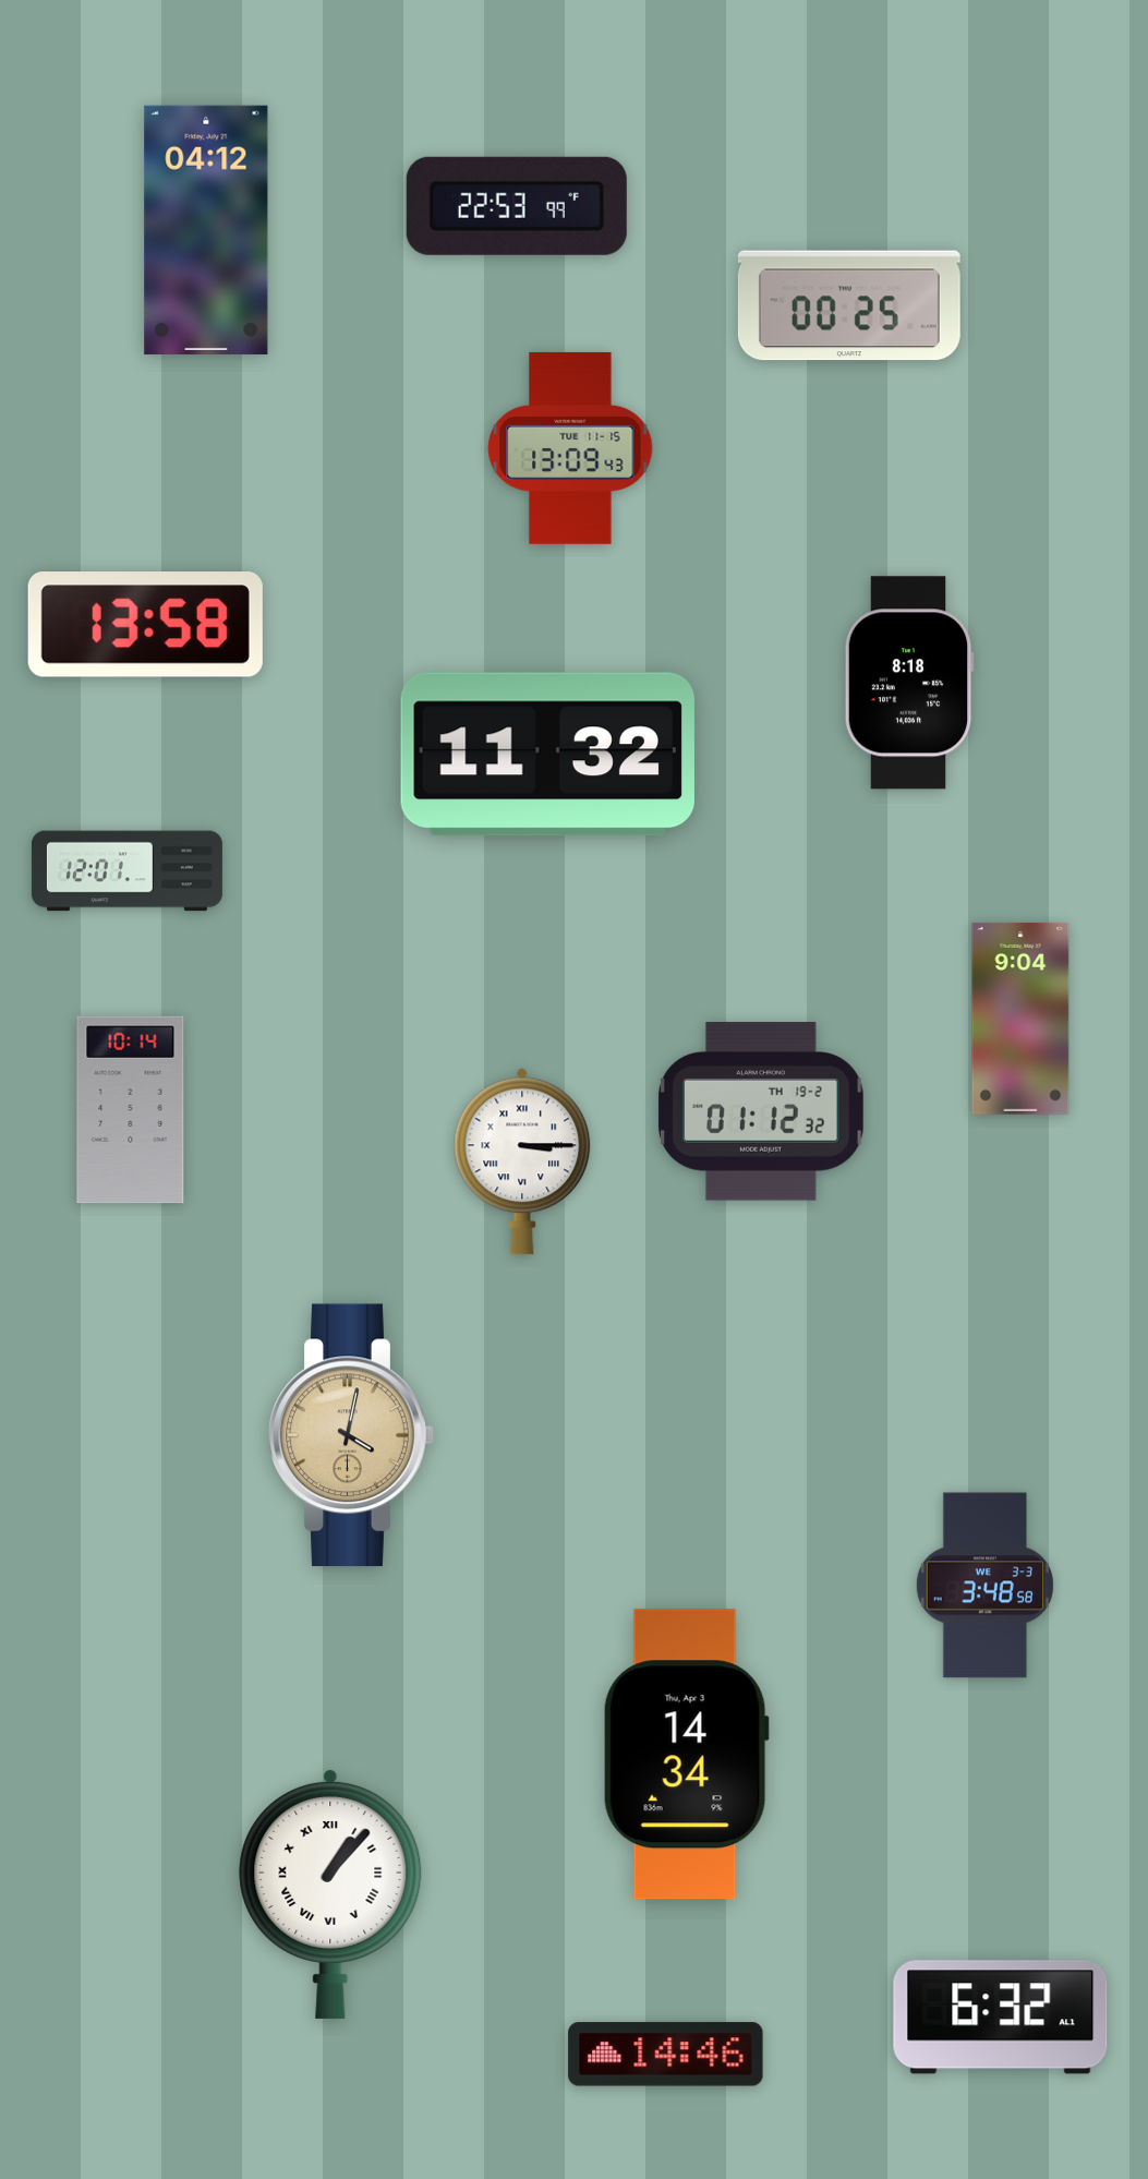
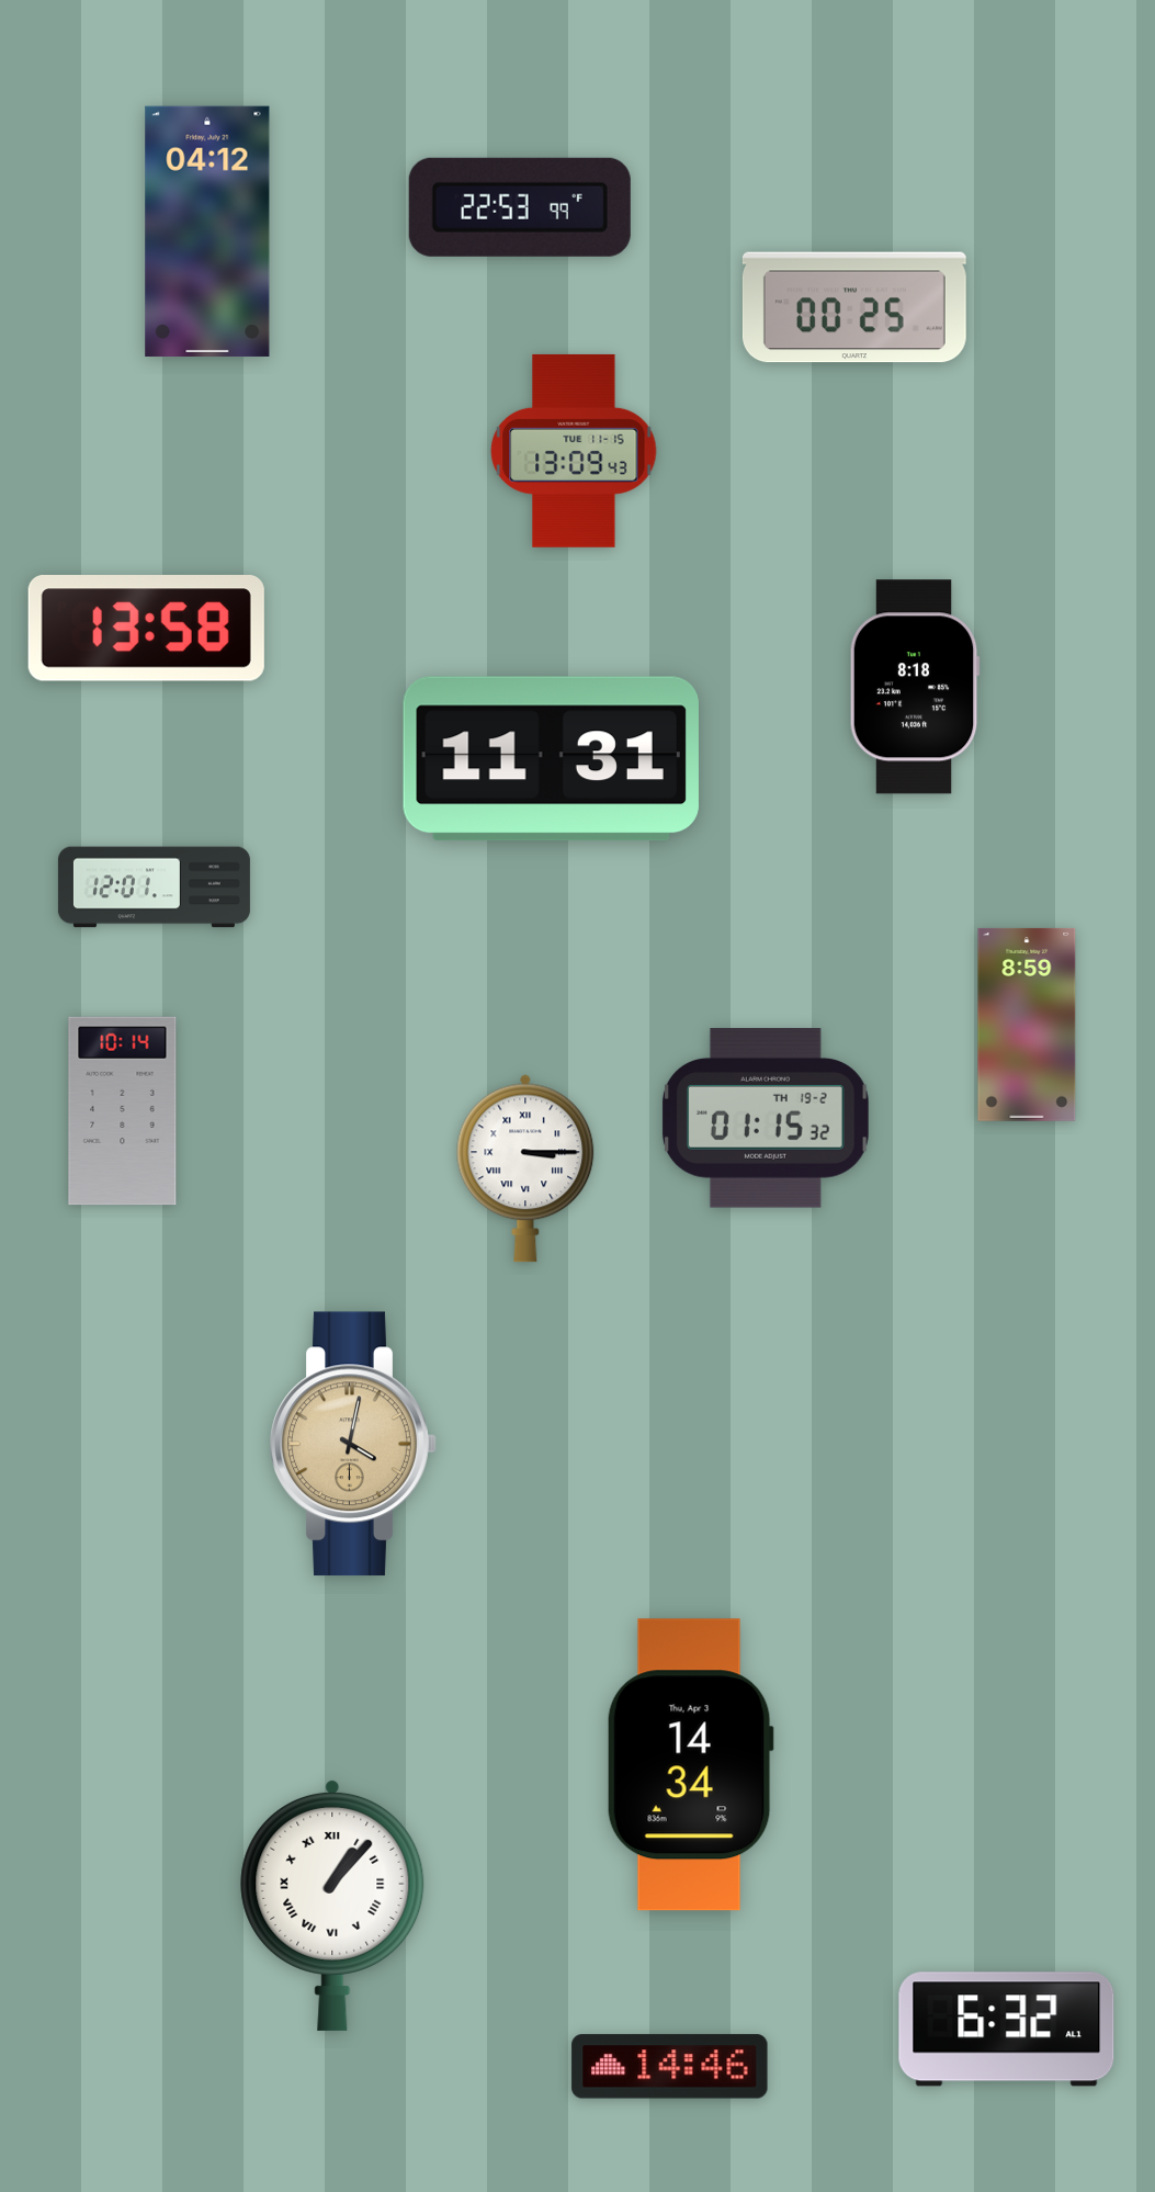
clock at (547, 755): 11:32 -> 11:31
clock at (126, 871) position: (126, 871) -> (154, 888)
clock at (1020, 1019): 9:04 -> 8:59
clock at (131, 1110) position: (131, 1110) -> (123, 1111)
clock at (761, 1111): 01:12 -> 01:15
clock at (984, 1586): 3:48 -> none
